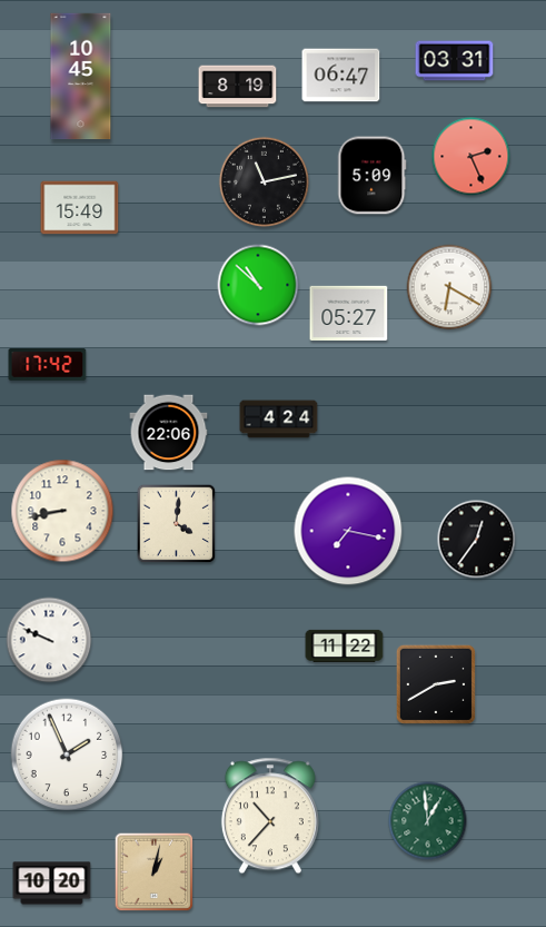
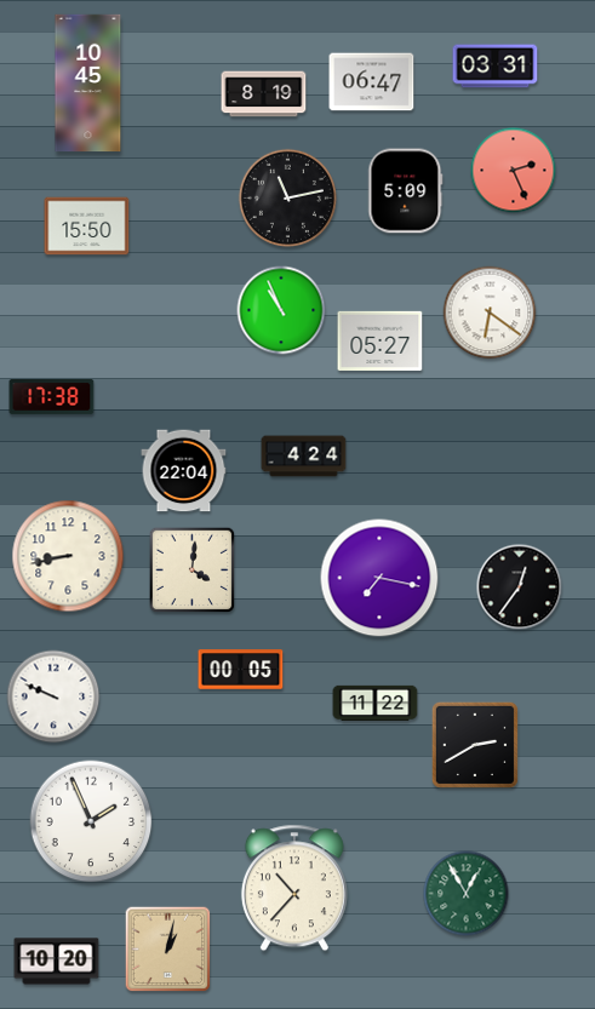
clock at (238, 87) position: (238, 87) -> (264, 94)
clock at (80, 208): 15:49 -> 15:50
clock at (258, 285): 10:52 -> 10:56
clock at (449, 287): 6:20 -> 6:21
clock at (48, 365): 17:42 -> 17:38
clock at (169, 433): 22:06 -> 22:04
clock at (241, 670): none -> 00:05
clock at (67, 755) position: (67, 755) -> (91, 821)
clock at (428, 821): 12:59 -> 12:55
